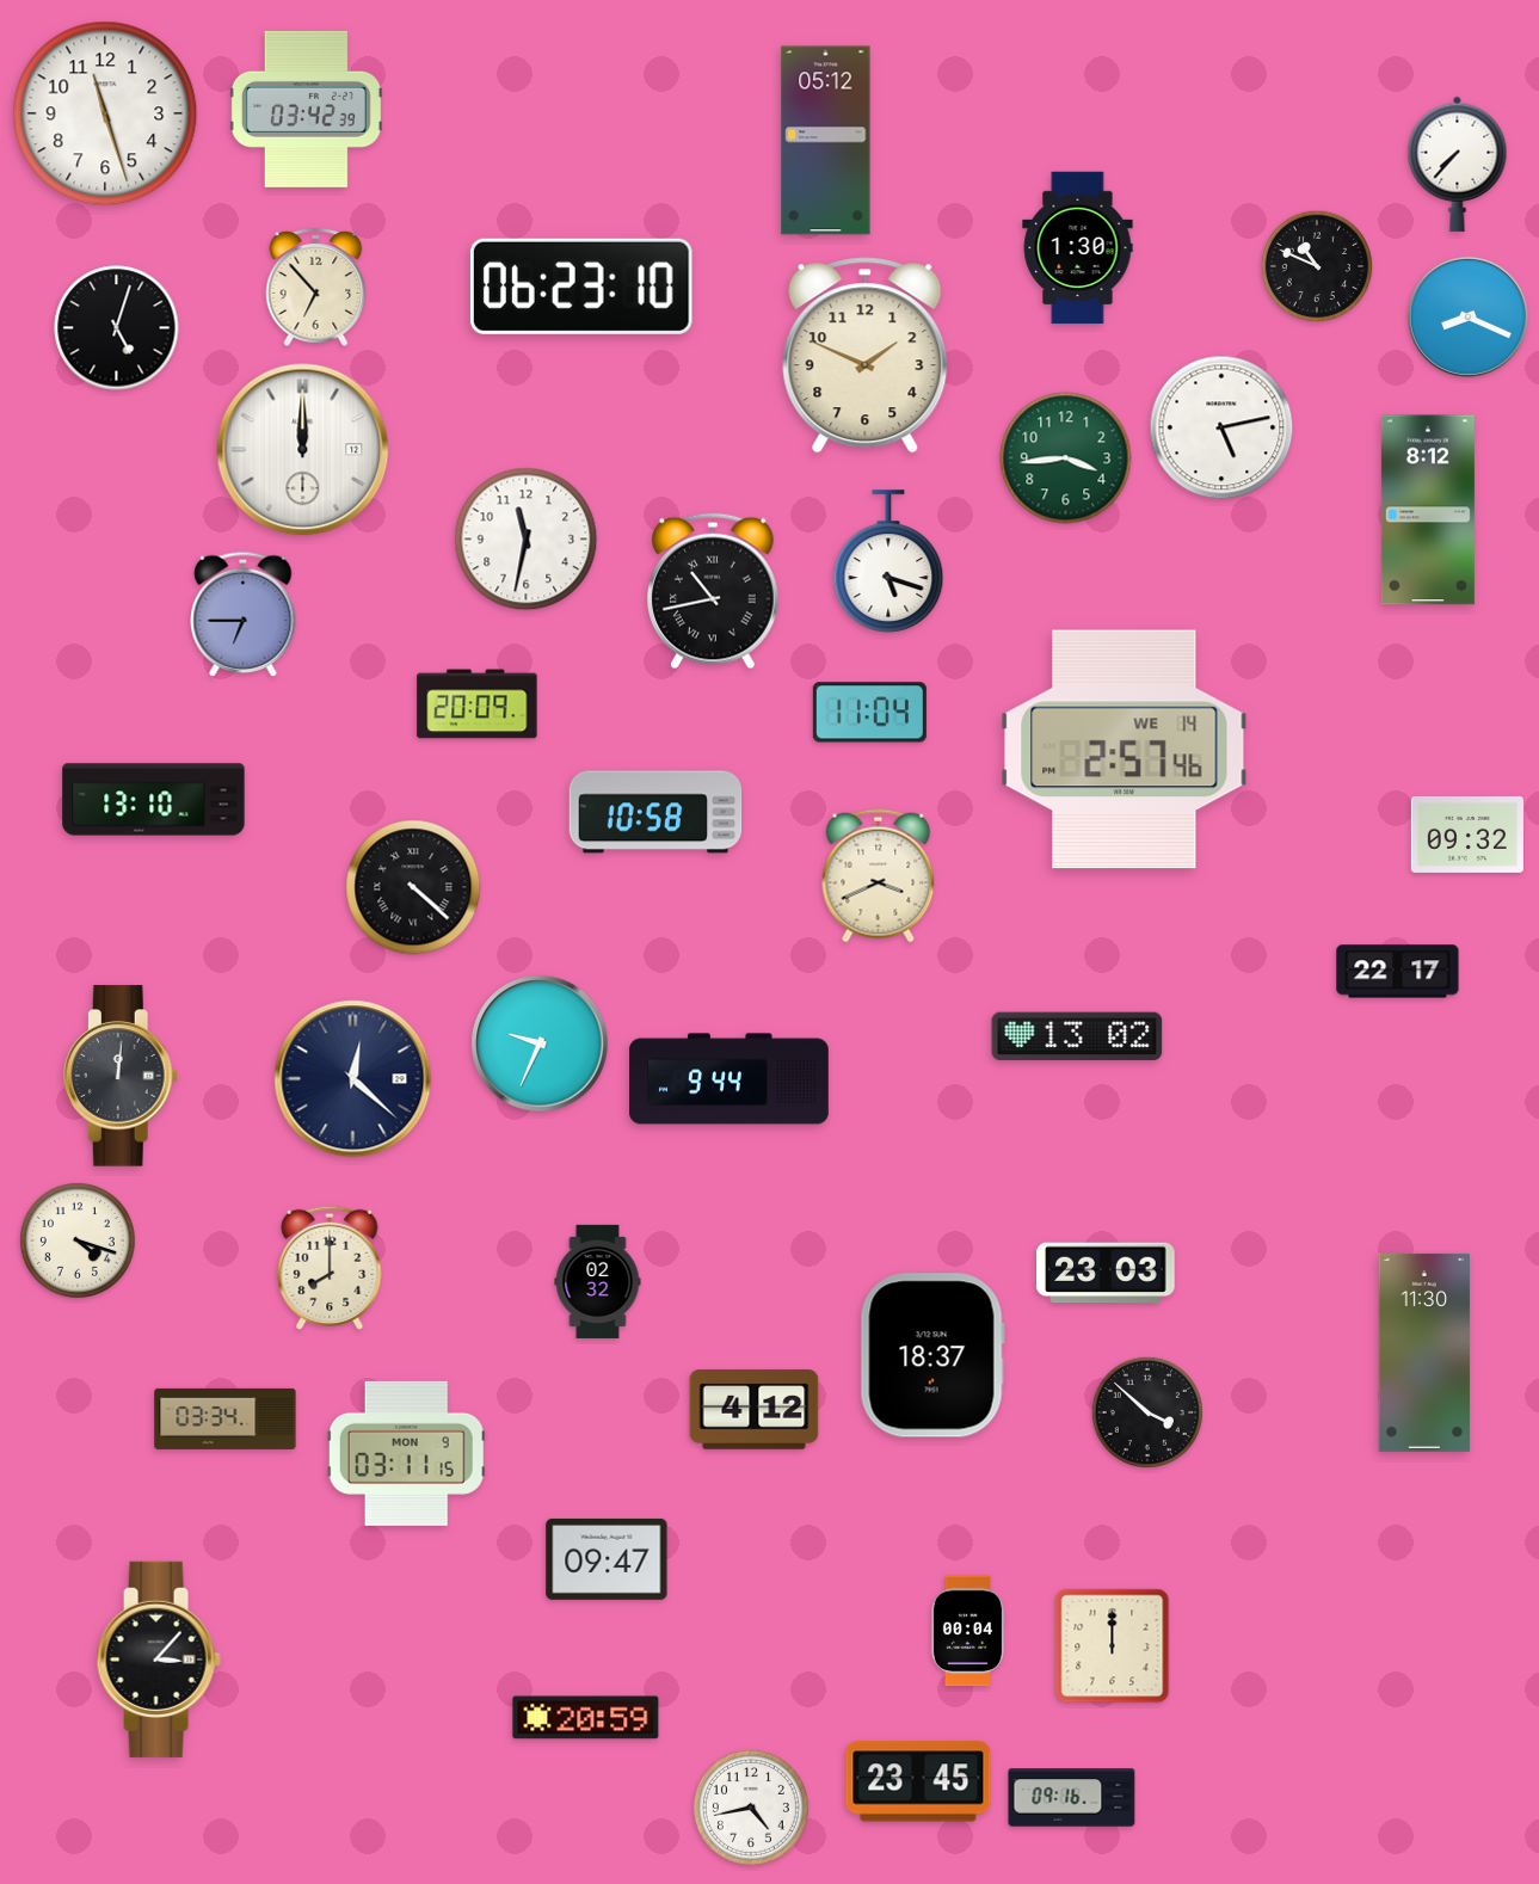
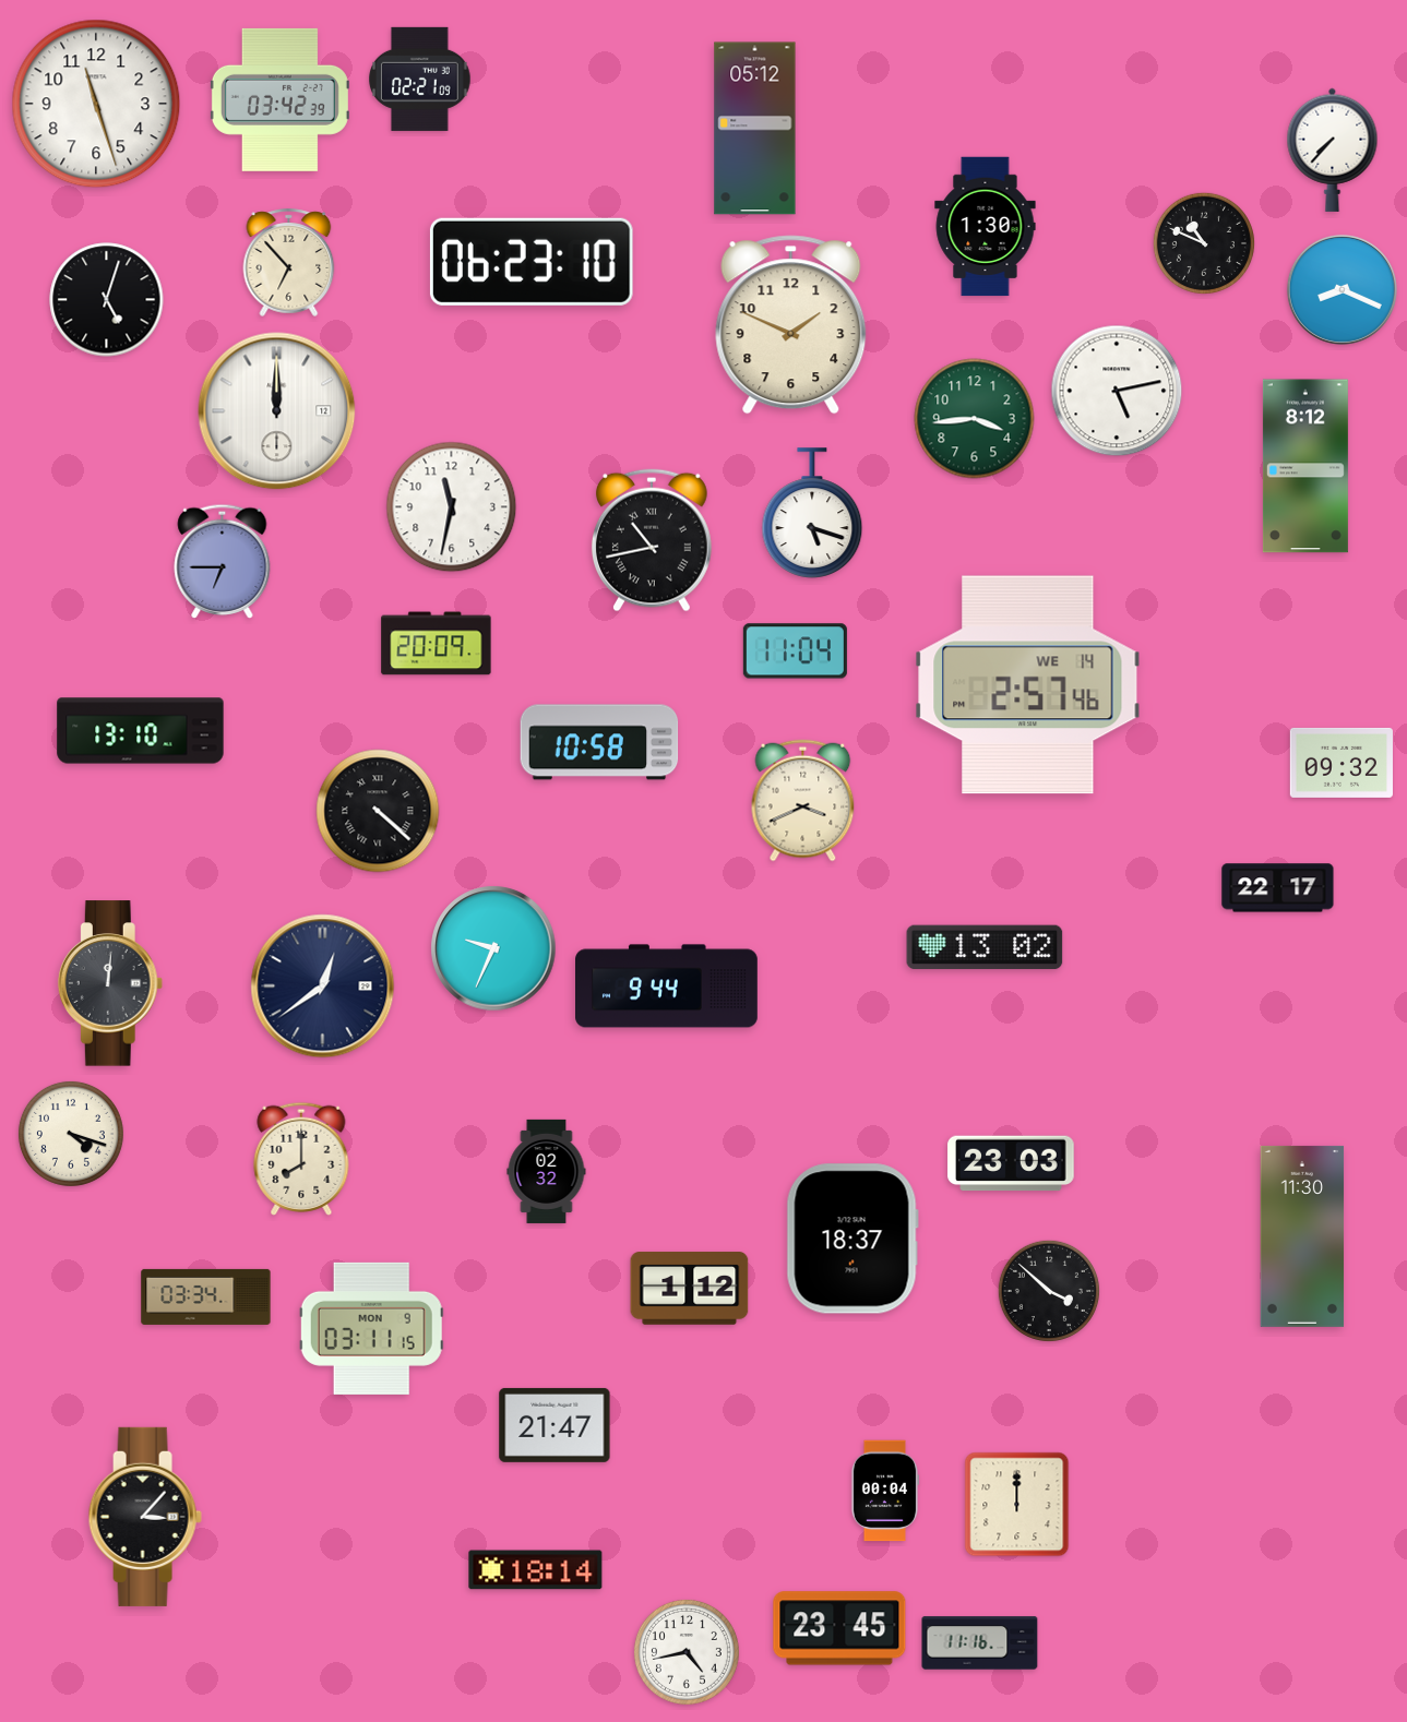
clock at (420, 79): none -> 02:21
clock at (527, 540) position: (527, 540) -> (452, 507)
clock at (540, 1043) position: (540, 1043) -> (493, 948)
clock at (353, 1079): 12:22 -> 12:39
clock at (755, 1410): 4:12 -> 1:12
clock at (607, 1559): 09:47 -> 21:47
clock at (586, 1718): 20:59 -> 18:14
clock at (1072, 1798): 09:16 -> 11:16
